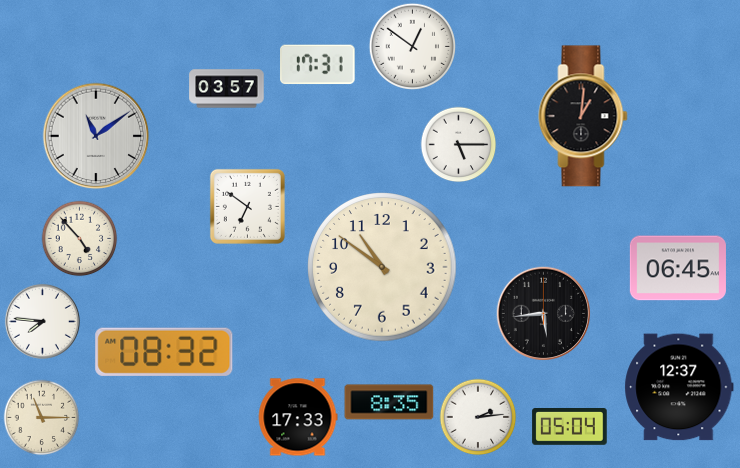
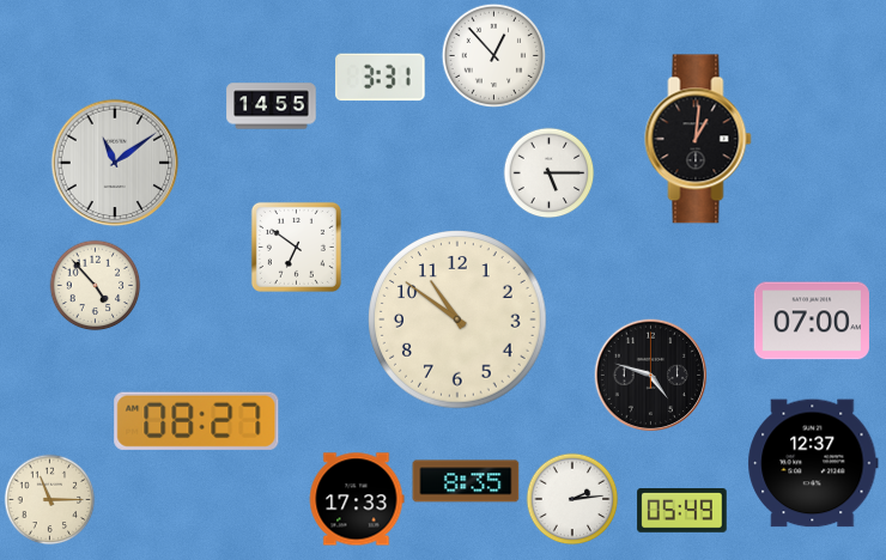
clock at (412, 46): 12:51 -> 12:53
clock at (318, 65): 17:31 -> 3:31
clock at (227, 89): 03:57 -> 14:55
clock at (678, 268): 06:45 -> 07:00
clock at (543, 313): 5:44 -> 4:48
clock at (42, 321): 7:46 -> none
clock at (164, 352): 08:32 -> 08:27
clock at (570, 427): 05:04 -> 05:49
